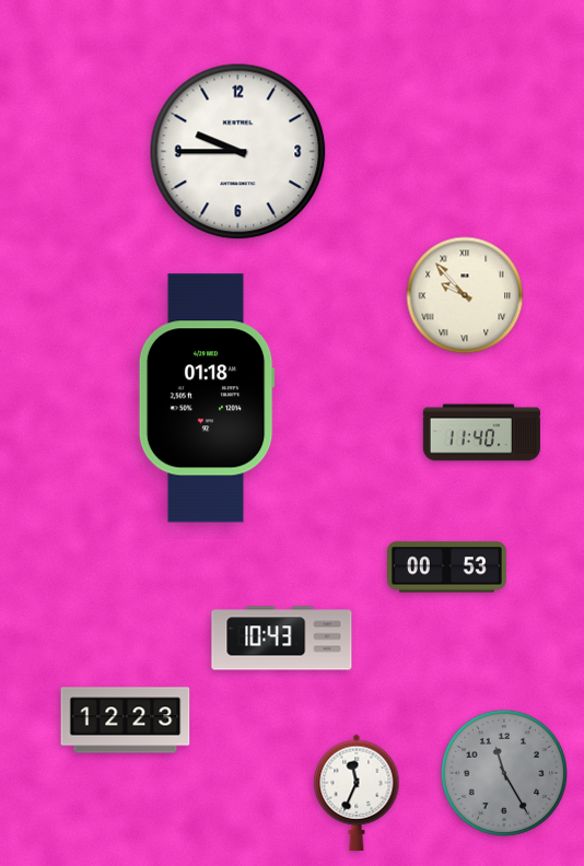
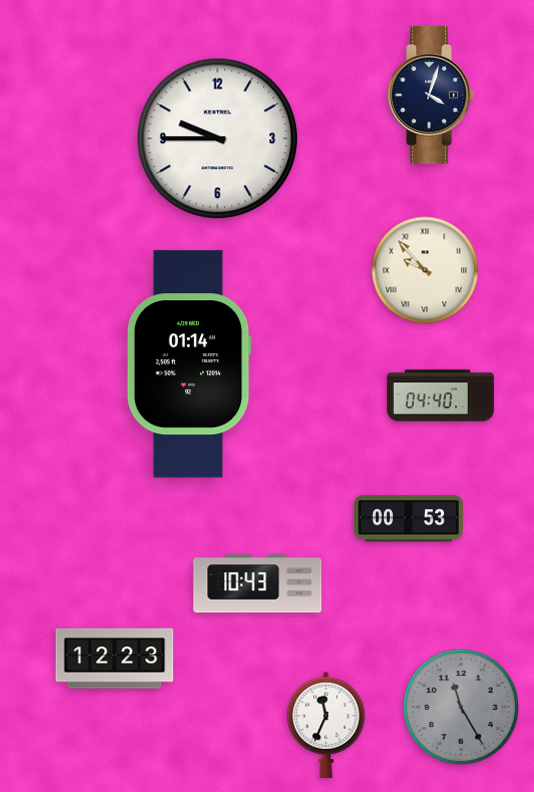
clock at (431, 96): none -> 4:03
clock at (207, 398): 01:18 -> 01:14
clock at (481, 433): 11:40 -> 04:40
